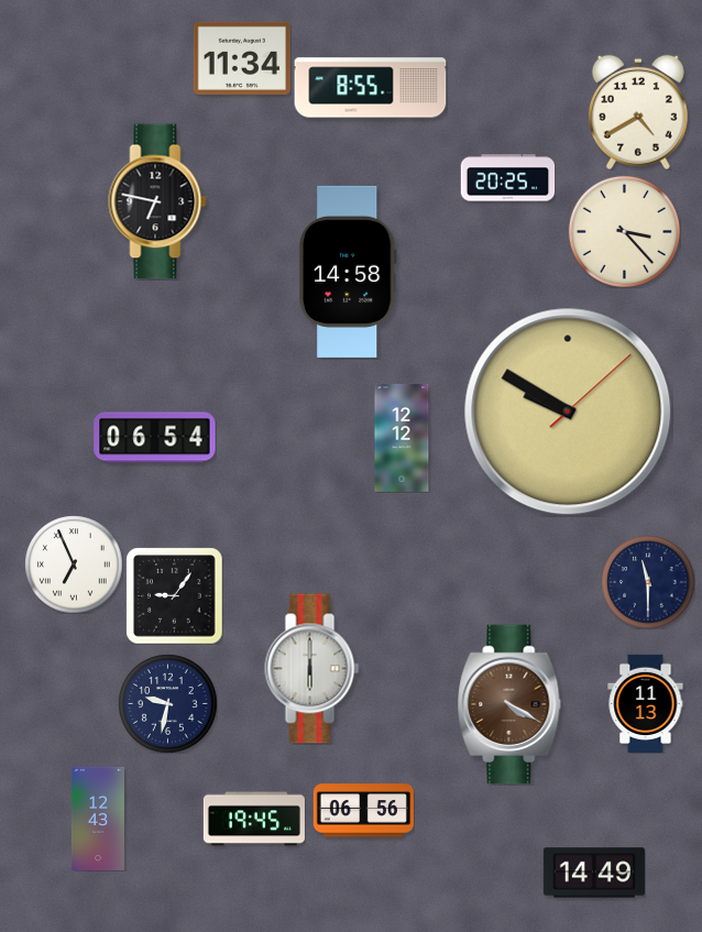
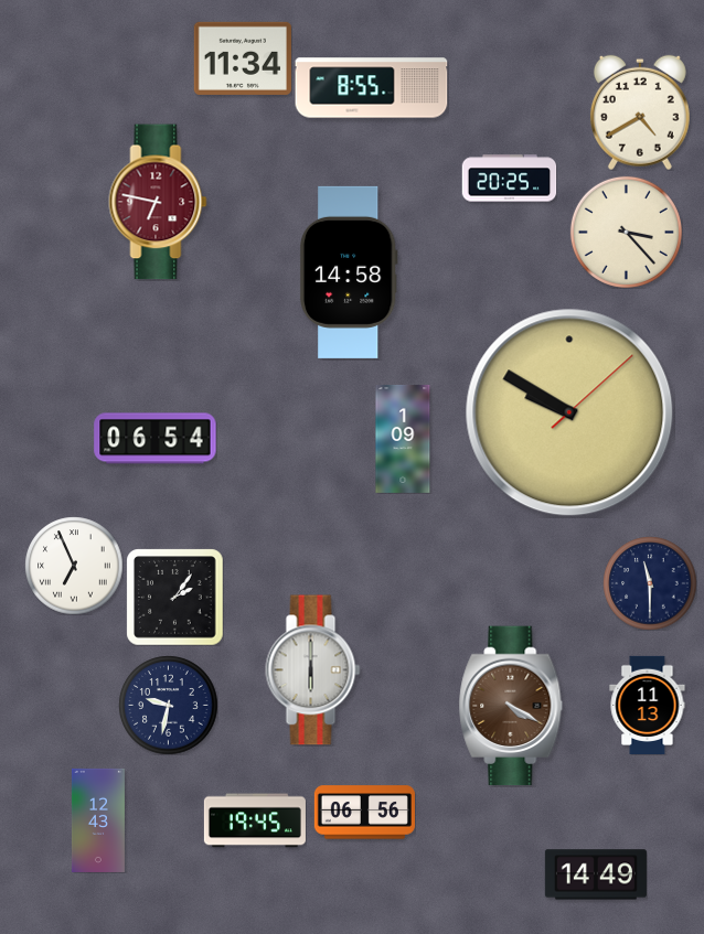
clock at (157, 201) dial: black -> burgundy
clock at (402, 438): 12:12 -> 1:09
clock at (174, 595): 9:06 -> 2:06
